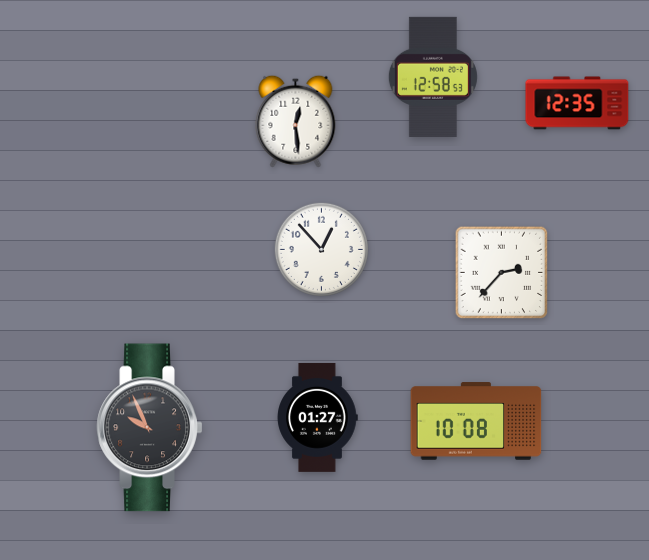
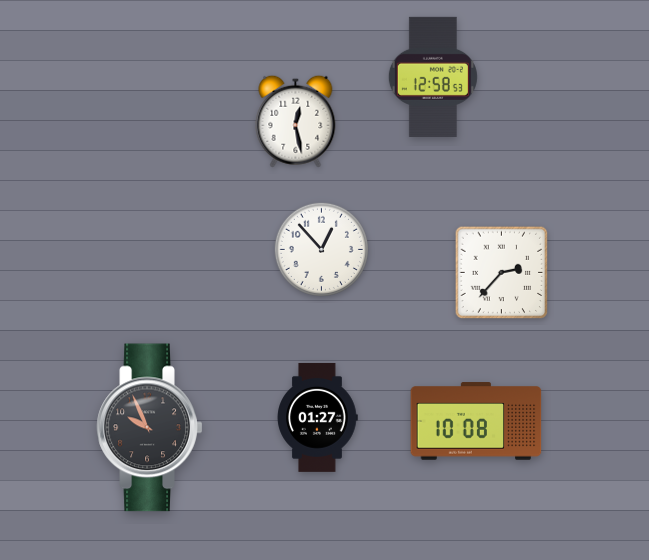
clock at (577, 103): 12:35 -> none
clock at (296, 121): 12:29 -> 12:28
